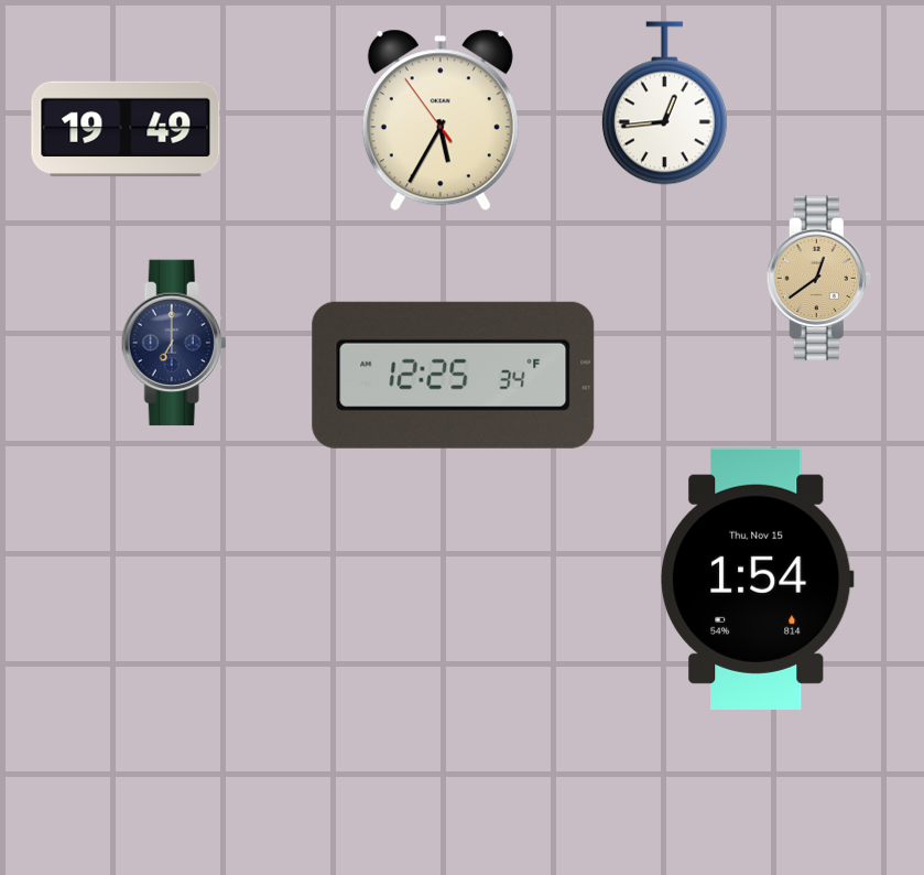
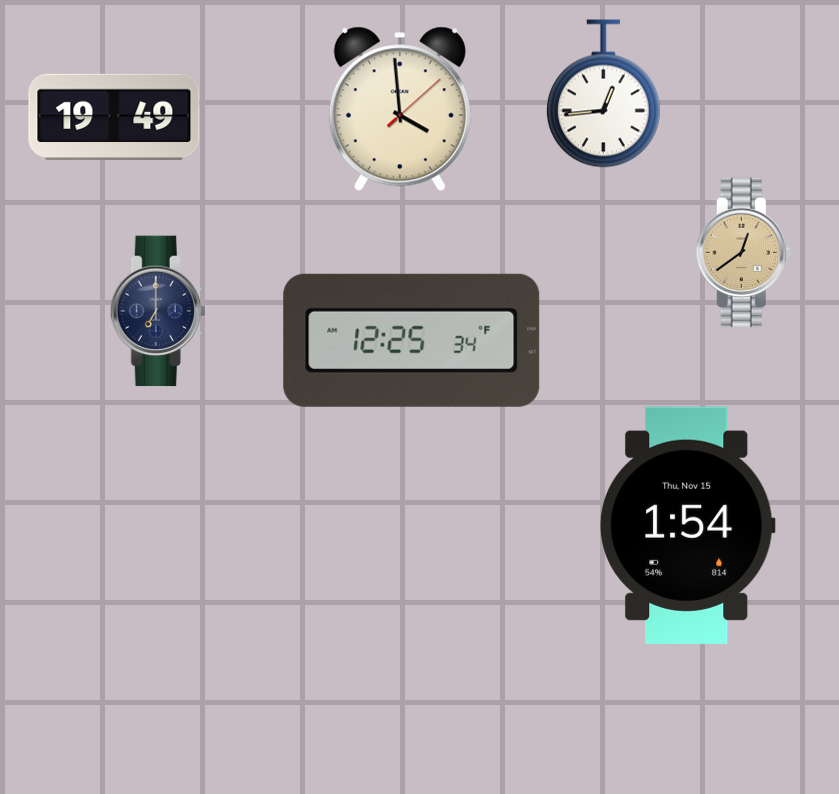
clock at (441, 120): 5:34 -> 3:59
